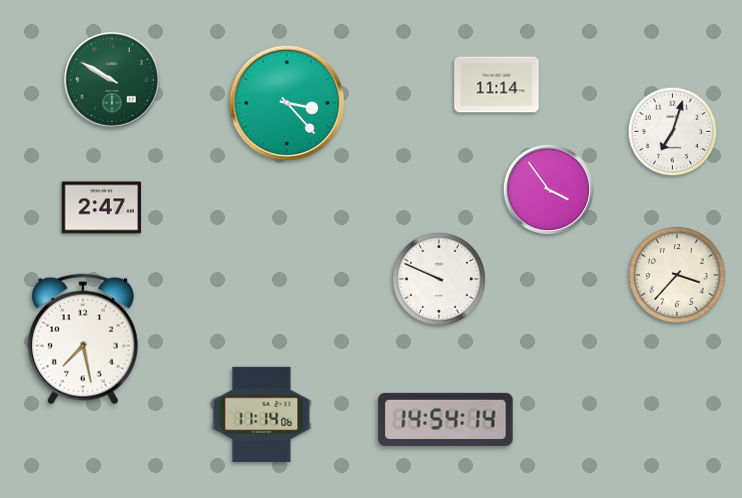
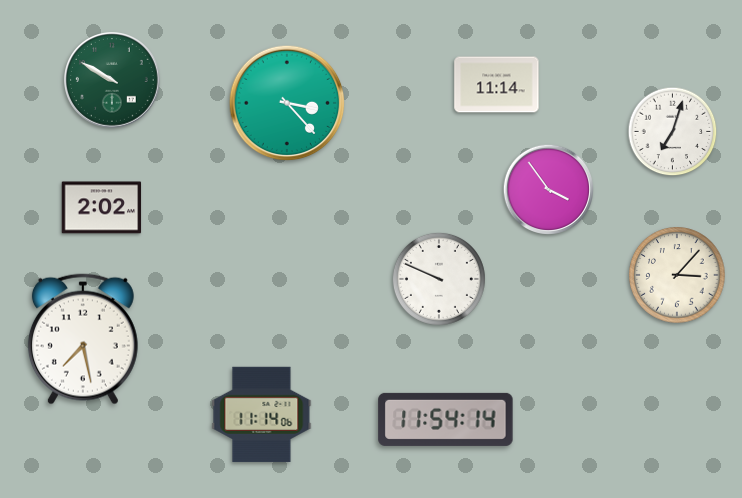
clock at (102, 208): 2:47 -> 2:02
clock at (677, 275): 3:37 -> 3:07
clock at (446, 419): 14:54 -> 11:54
